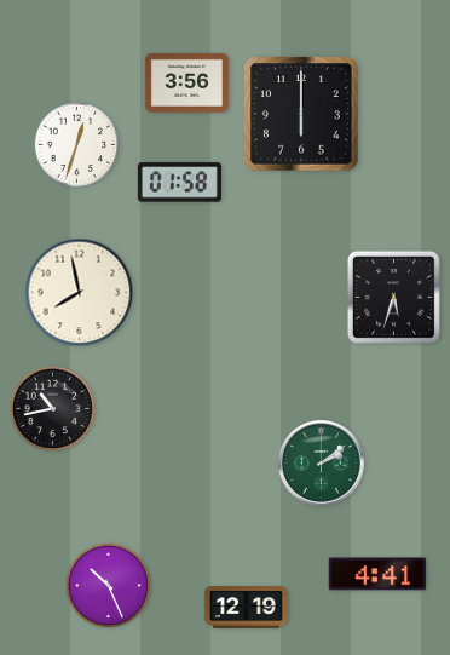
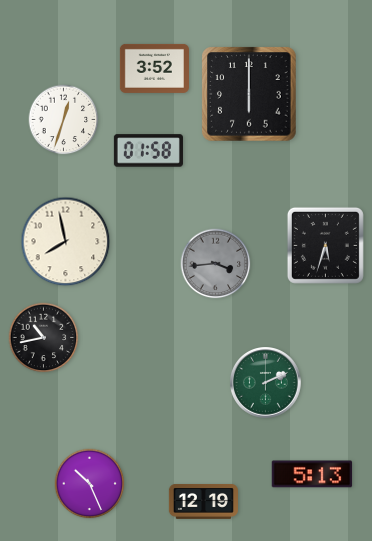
clock at (186, 82): 3:56 -> 3:52
clock at (216, 264): none -> 3:44
clock at (322, 464): 2:09 -> 2:11
clock at (377, 574): 4:41 -> 5:13
